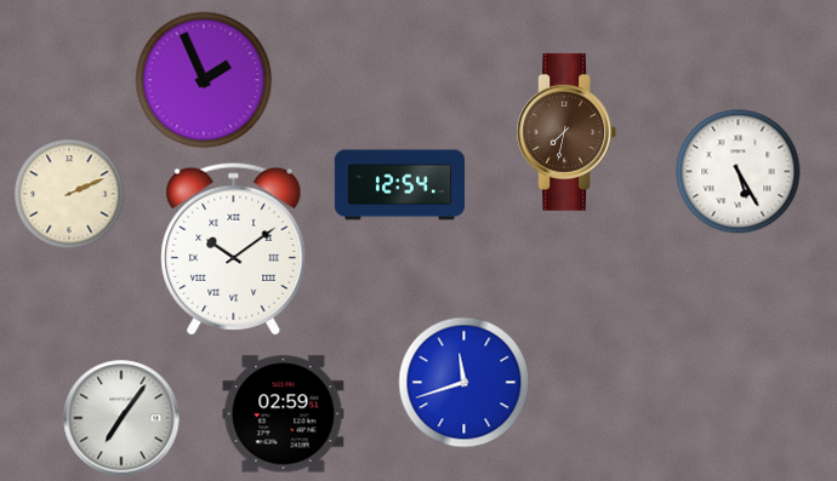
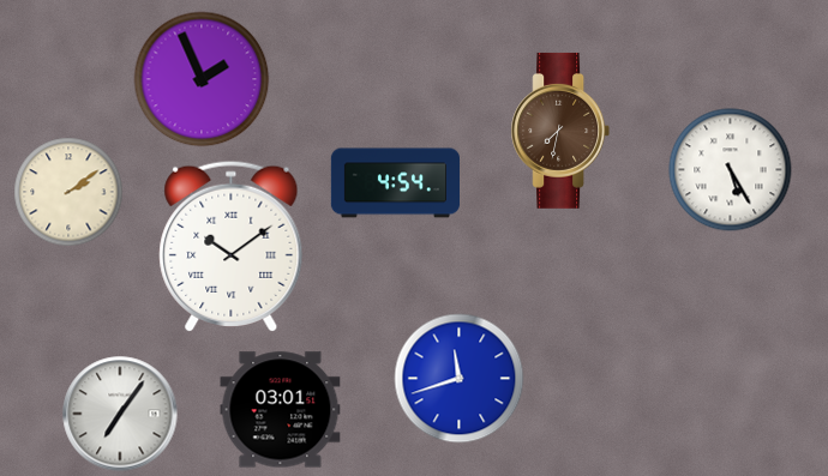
clock at (399, 185): 12:54 -> 4:54
clock at (69, 194): 2:11 -> 2:09
clock at (284, 414): 02:59 -> 03:01
